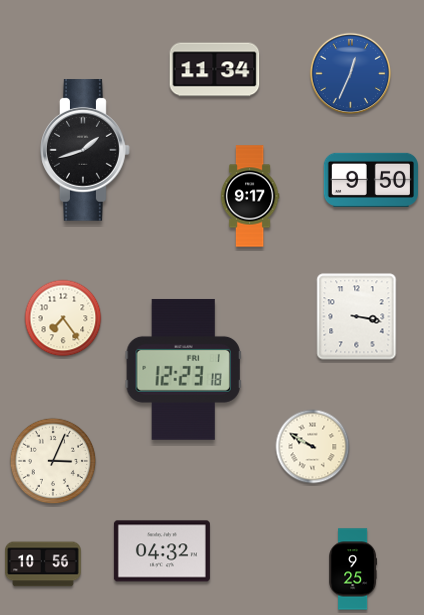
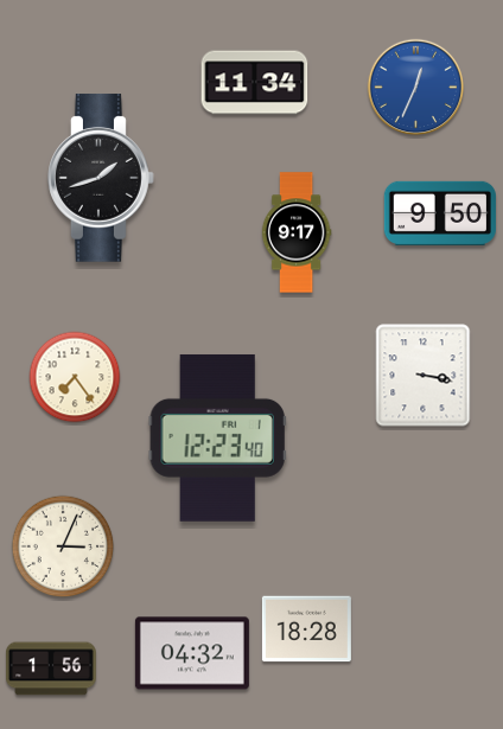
clock at (183, 369): 12:23:18 -> 12:23:40
clock at (313, 447): 9:50 -> none
clock at (306, 629): none -> 18:28
clock at (44, 564): 10:56 -> 1:56
clock at (353, 569): 9:25 -> none
